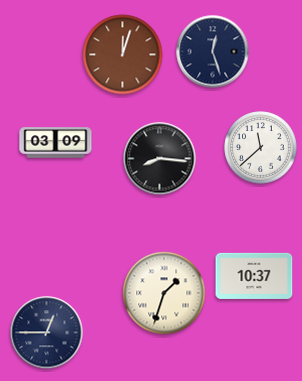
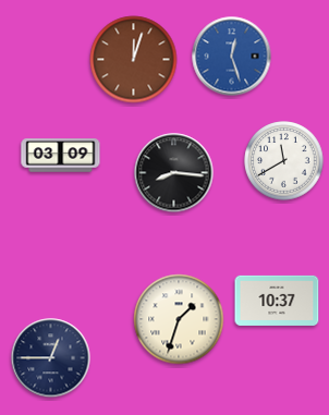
clock at (213, 52) dial: navy -> blue
clock at (261, 148): 11:38 -> 11:40
clock at (47, 333) position: (47, 333) -> (51, 358)
